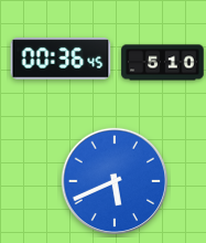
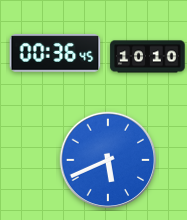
clock at (163, 63): 5:10 -> 10:10
clock at (115, 181) position: (115, 181) -> (108, 160)
